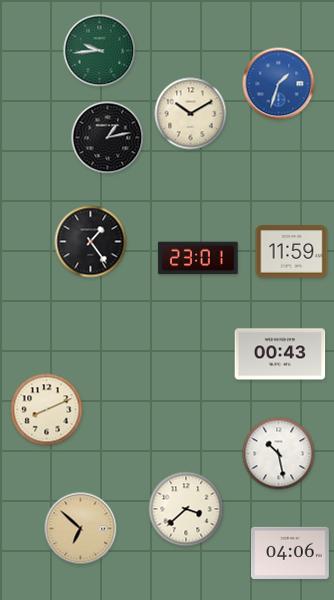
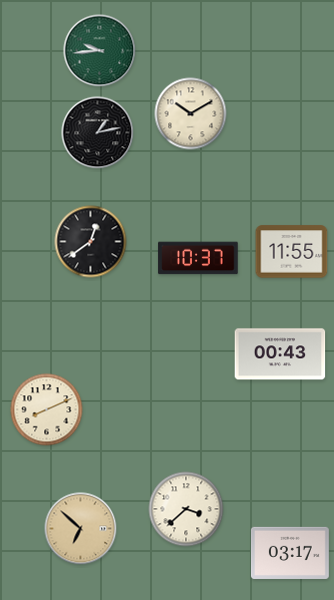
clock at (279, 84): 1:33 -> none
clock at (108, 138) position: (108, 138) -> (98, 133)
clock at (91, 242): 1:24 -> 12:39
clock at (292, 252): 11:59 -> 11:55
clock at (198, 258): 23:01 -> 10:37
clock at (279, 454): 10:28 -> none
clock at (290, 553): 04:06 -> 03:17
